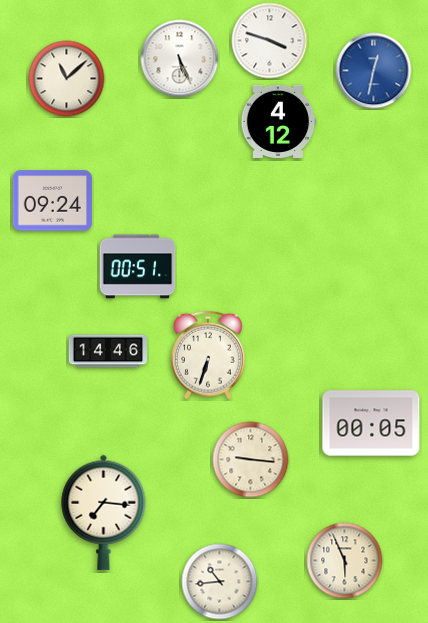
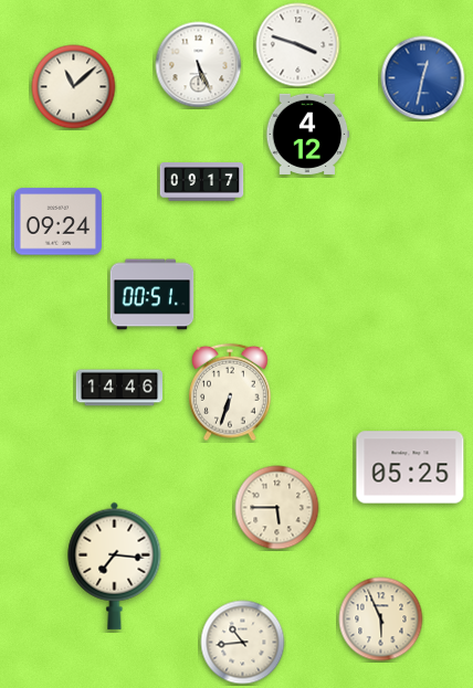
clock at (374, 71) position: (374, 71) -> (423, 78)
clock at (202, 182): none -> 09:17
clock at (371, 423): 00:05 -> 05:25
clock at (251, 460): 9:16 -> 5:45
